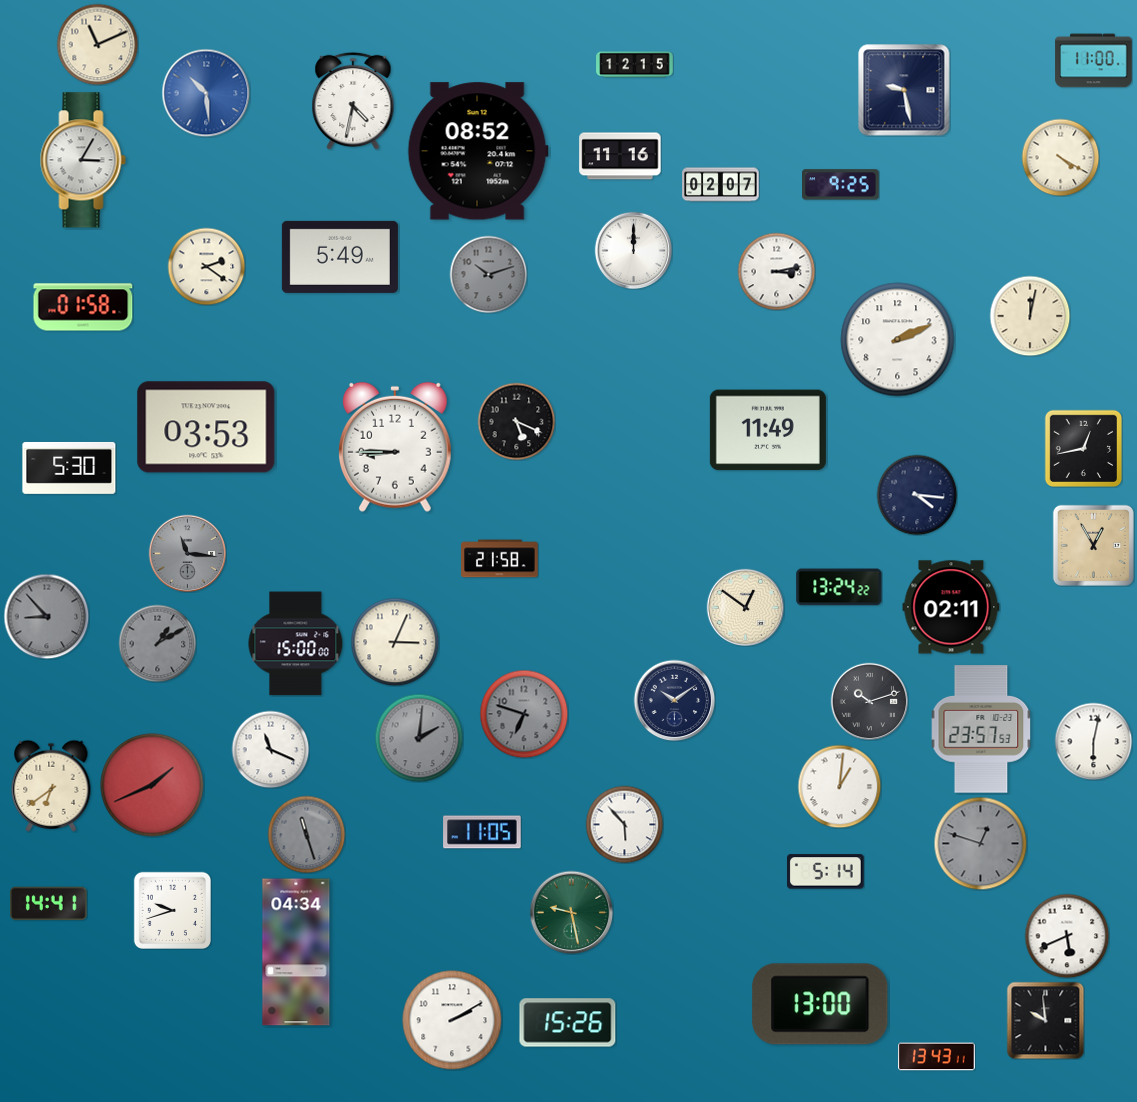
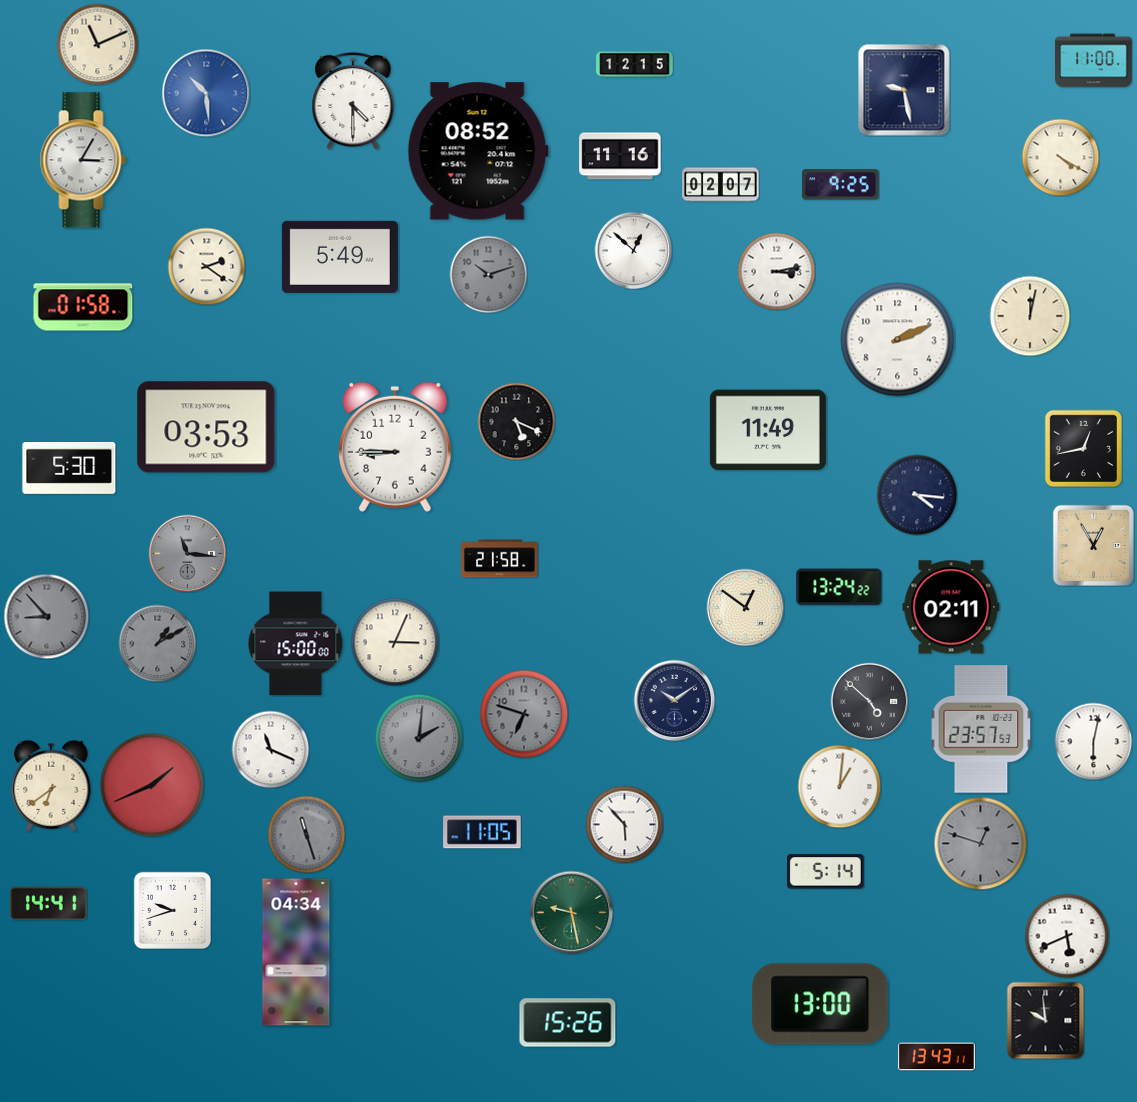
clock at (353, 101): 4:32 -> 4:30
clock at (633, 250): 12:00 -> 12:52
clock at (869, 701): 10:12 -> 4:52
clock at (452, 1020): 2:10 -> none
